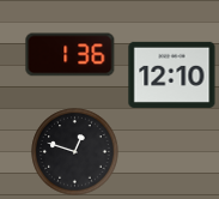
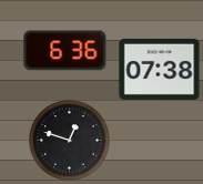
clock at (71, 55): 1:36 -> 6:36
clock at (172, 74): 12:10 -> 07:38
